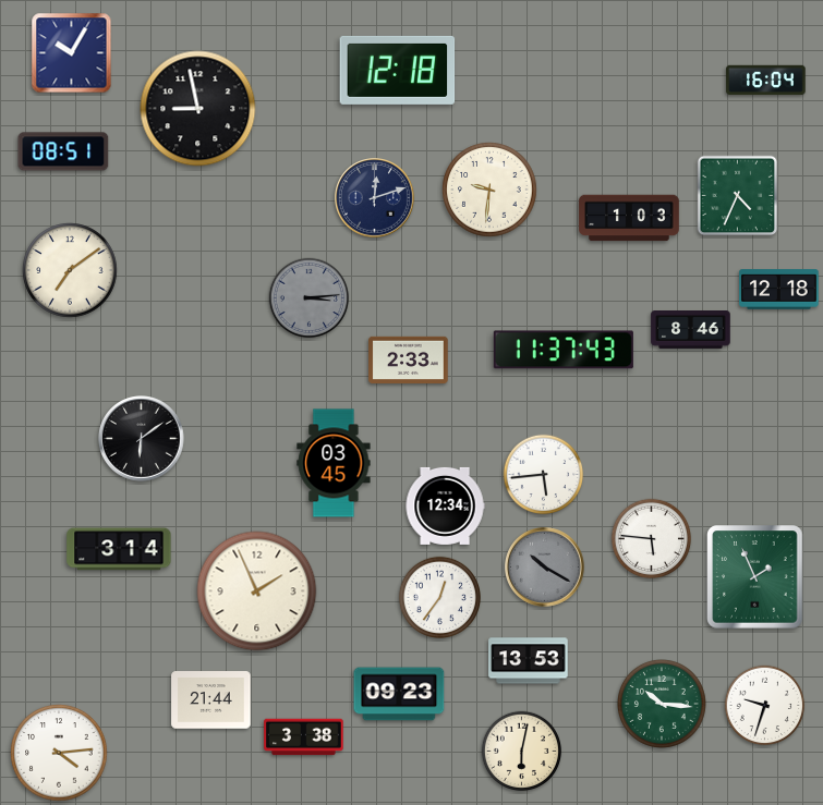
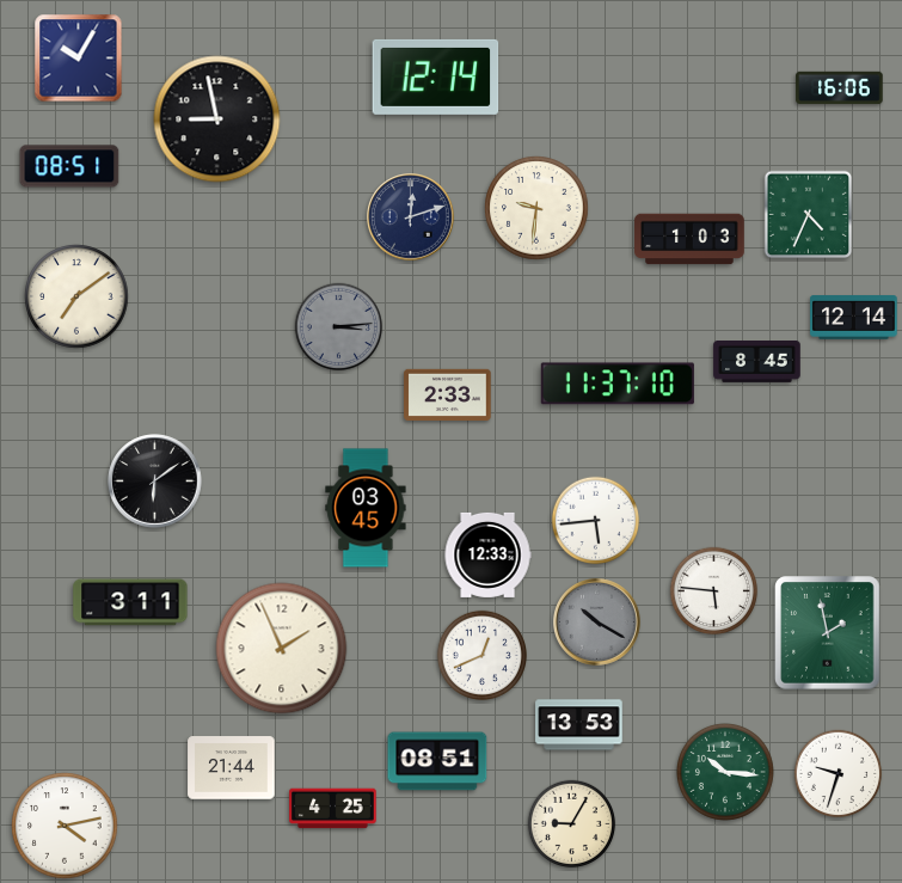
clock at (398, 70): 12:18 -> 12:14
clock at (766, 81): 16:04 -> 16:06
clock at (779, 290): 12:18 -> 12:14
clock at (691, 330): 8:46 -> 8:45
clock at (564, 350): 11:37:43 -> 11:37:10
clock at (445, 505): 12:34 -> 12:33
clock at (119, 549): 3:14 -> 3:11
clock at (755, 577): 1:56 -> 1:58
clock at (439, 597): 12:36 -> 12:41
clock at (399, 694): 09:23 -> 08:51
clock at (304, 737): 3:38 -> 4:25
clock at (522, 752): 6:02 -> 9:05
clock at (59, 753): 4:14 -> 4:13
